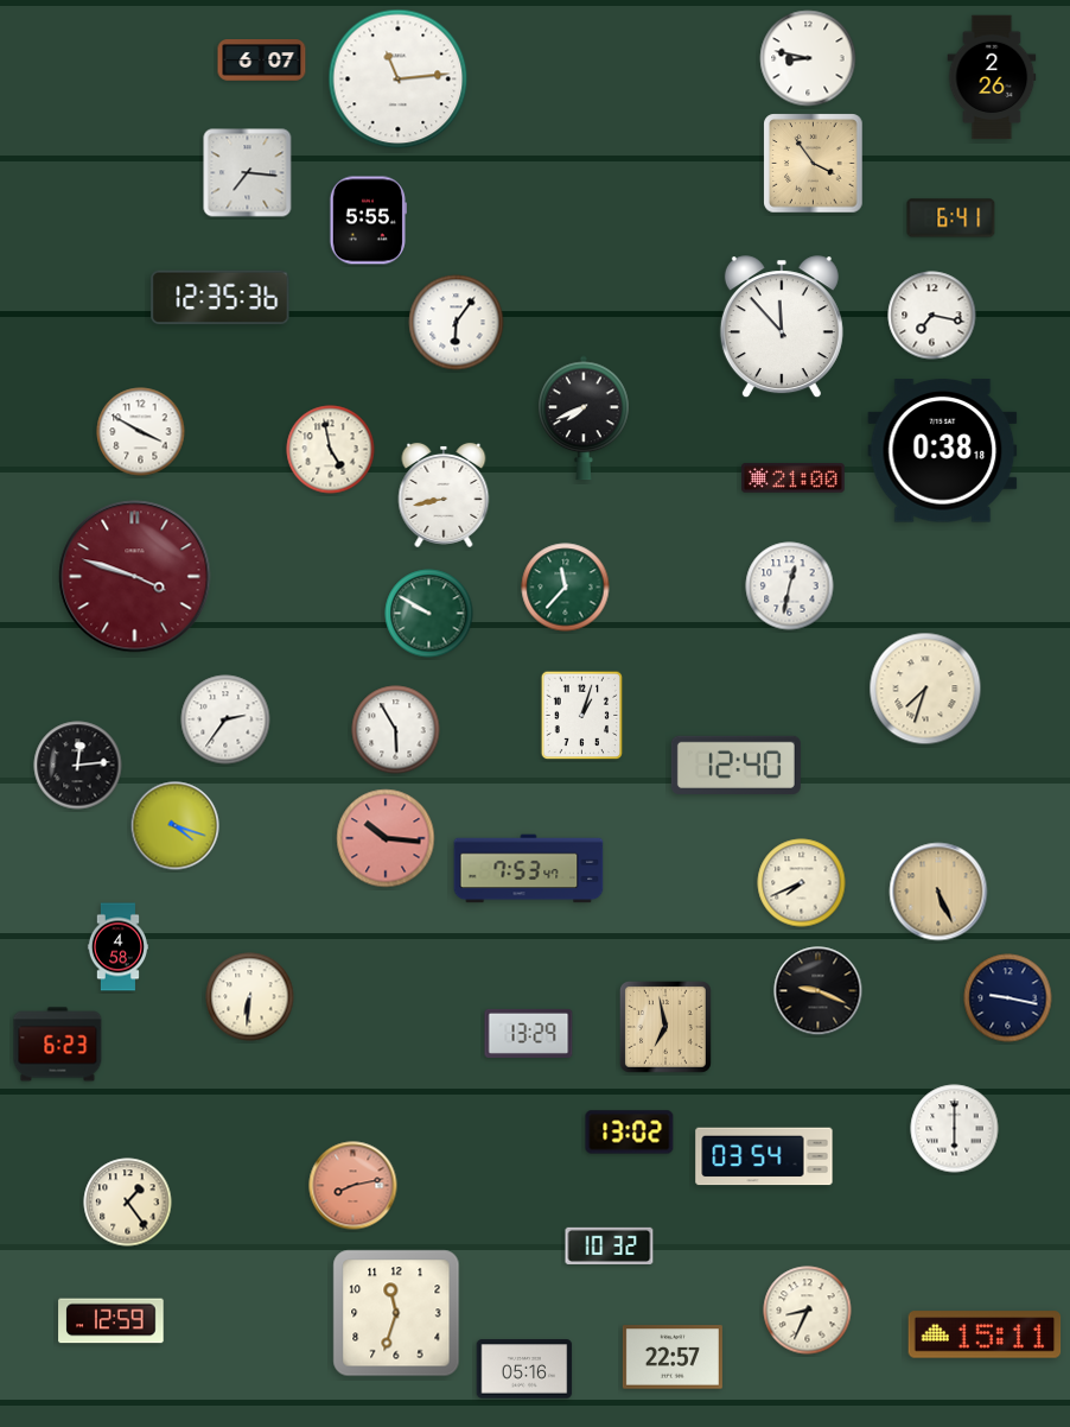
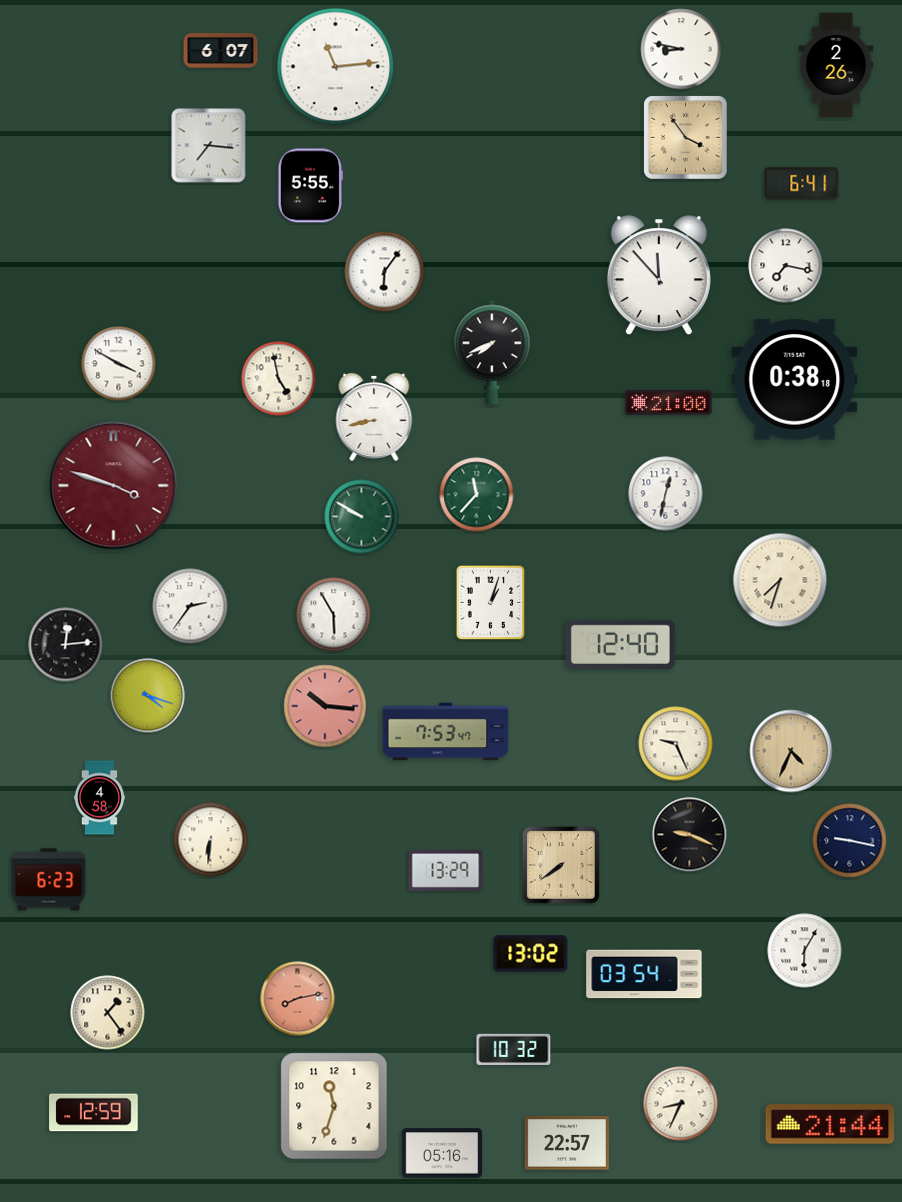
clock at (221, 298): 12:35 -> none
clock at (802, 883): 7:41 -> 9:26
clock at (938, 892): 5:26 -> 4:34
clock at (665, 1027): 6:58 -> 7:39
clock at (955, 1129): 6:00 -> 6:05
clock at (985, 1334): 15:11 -> 21:44
